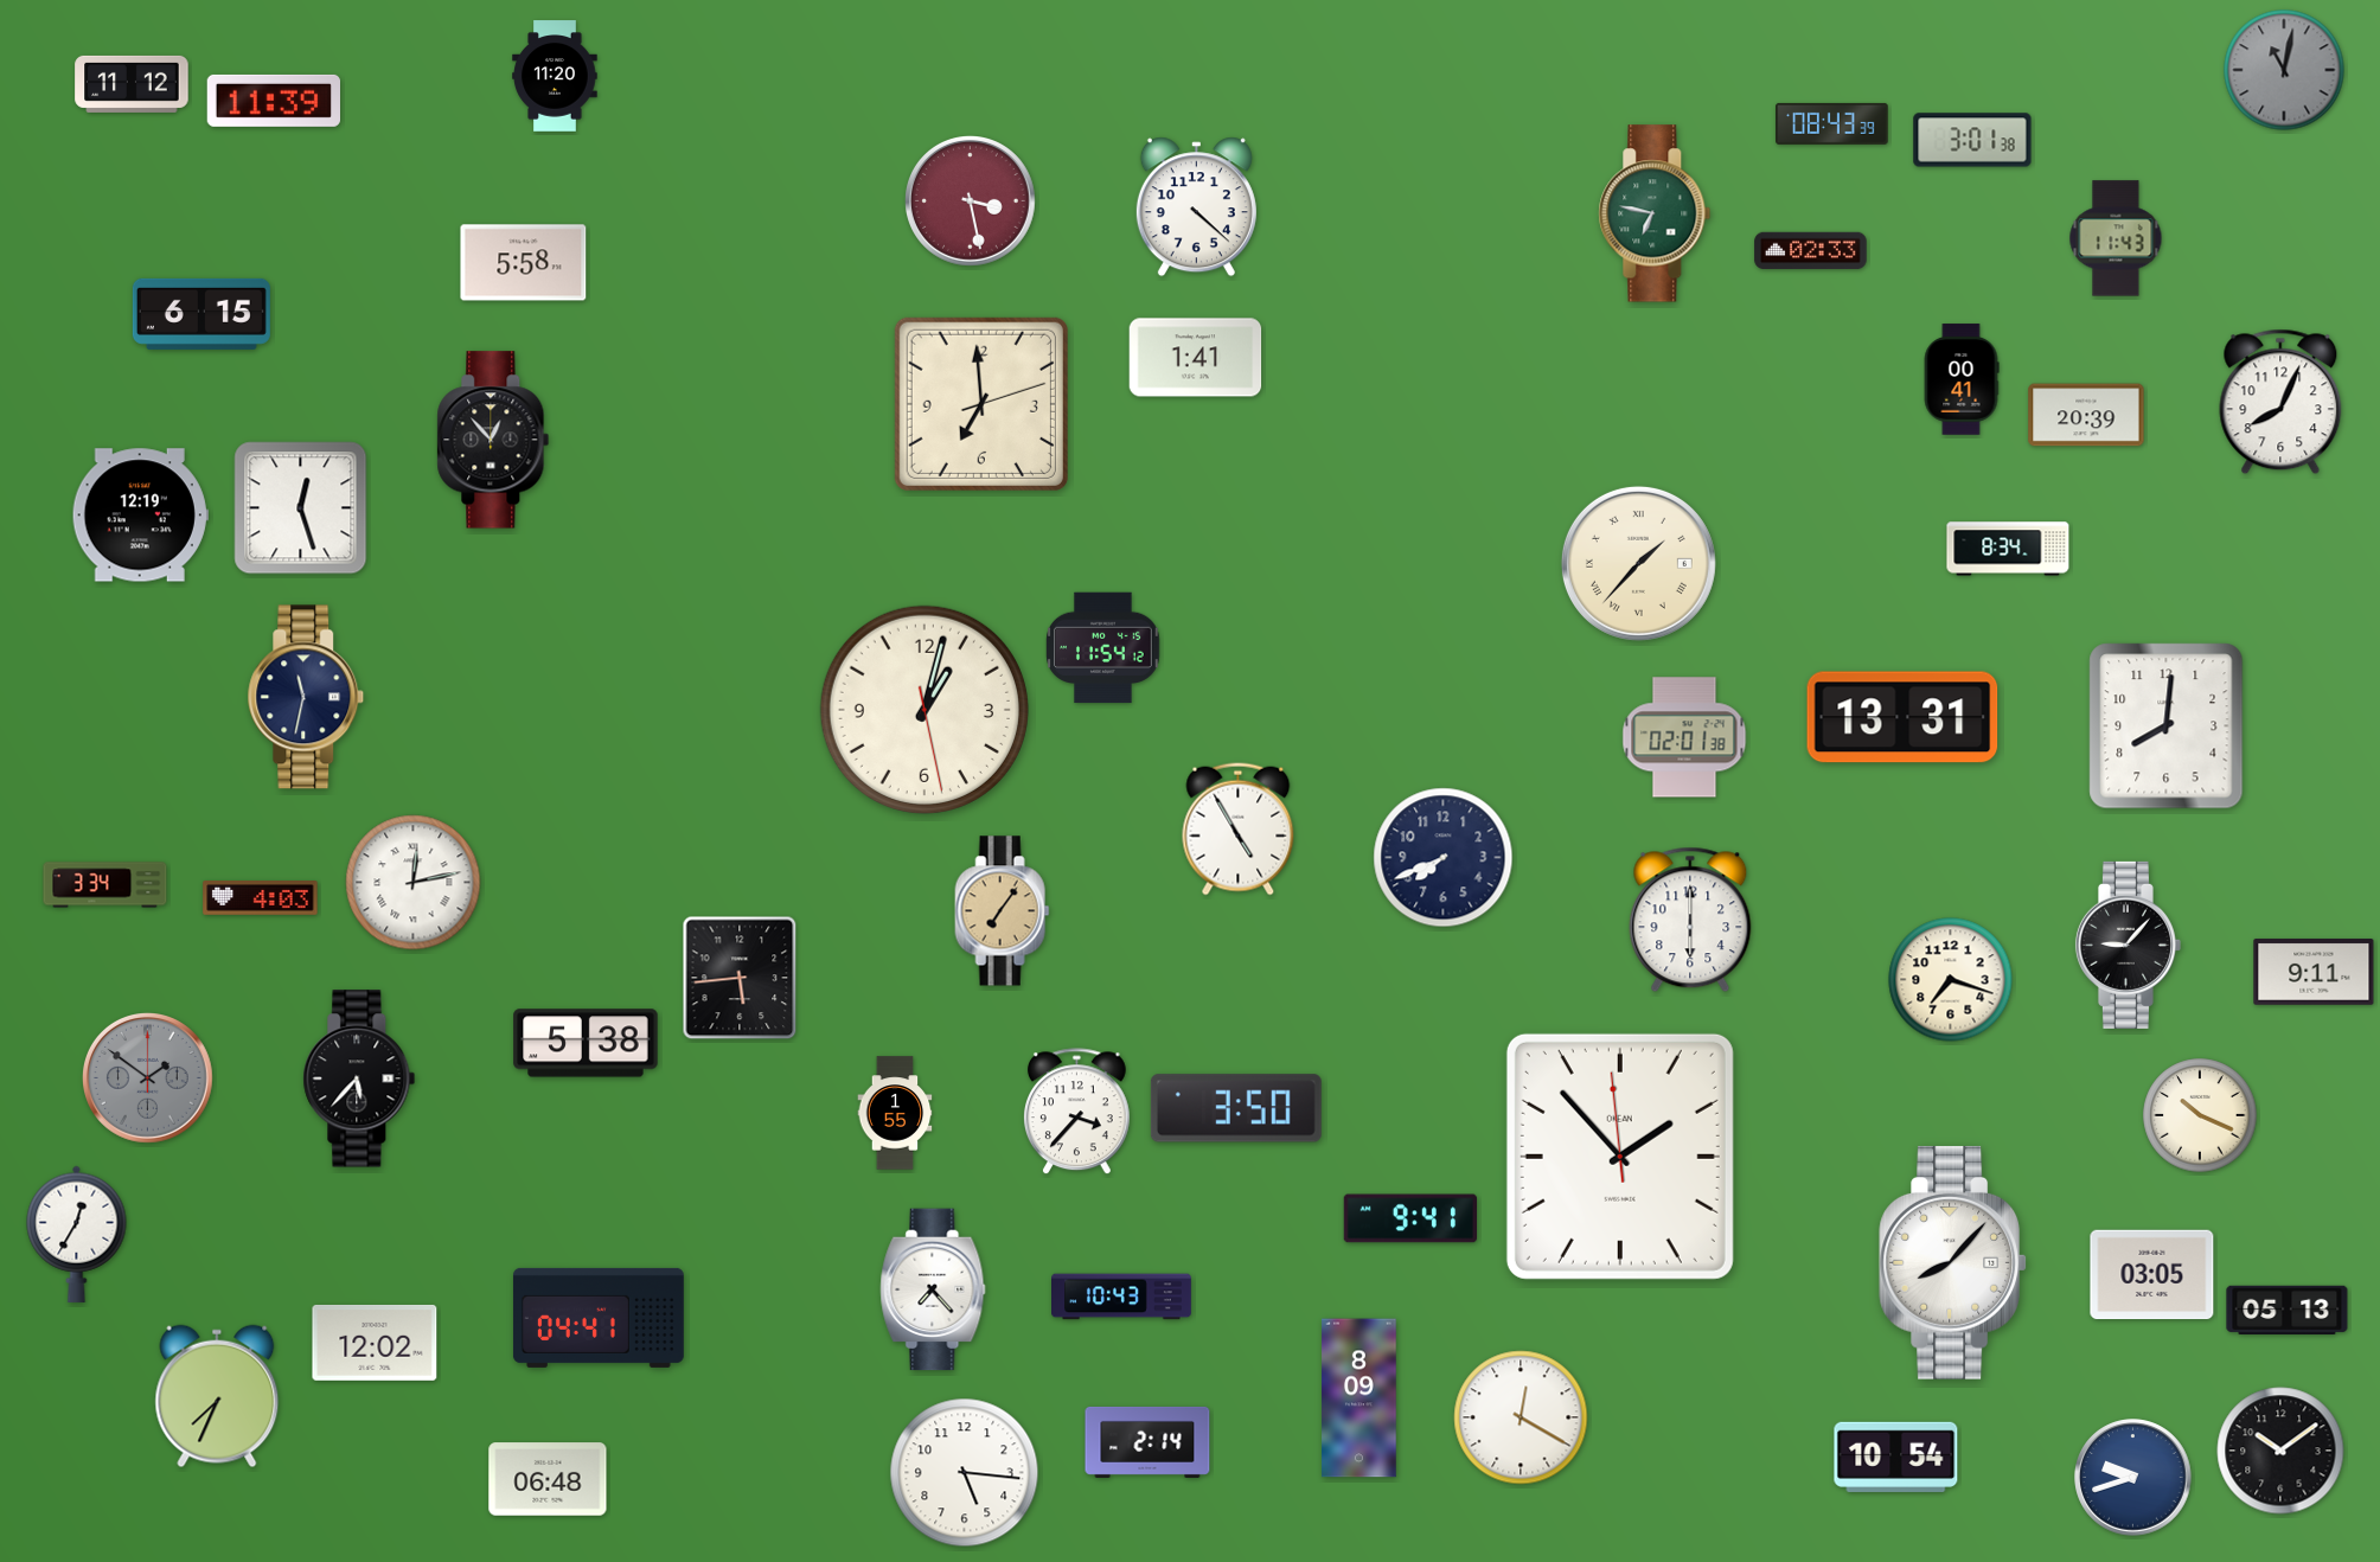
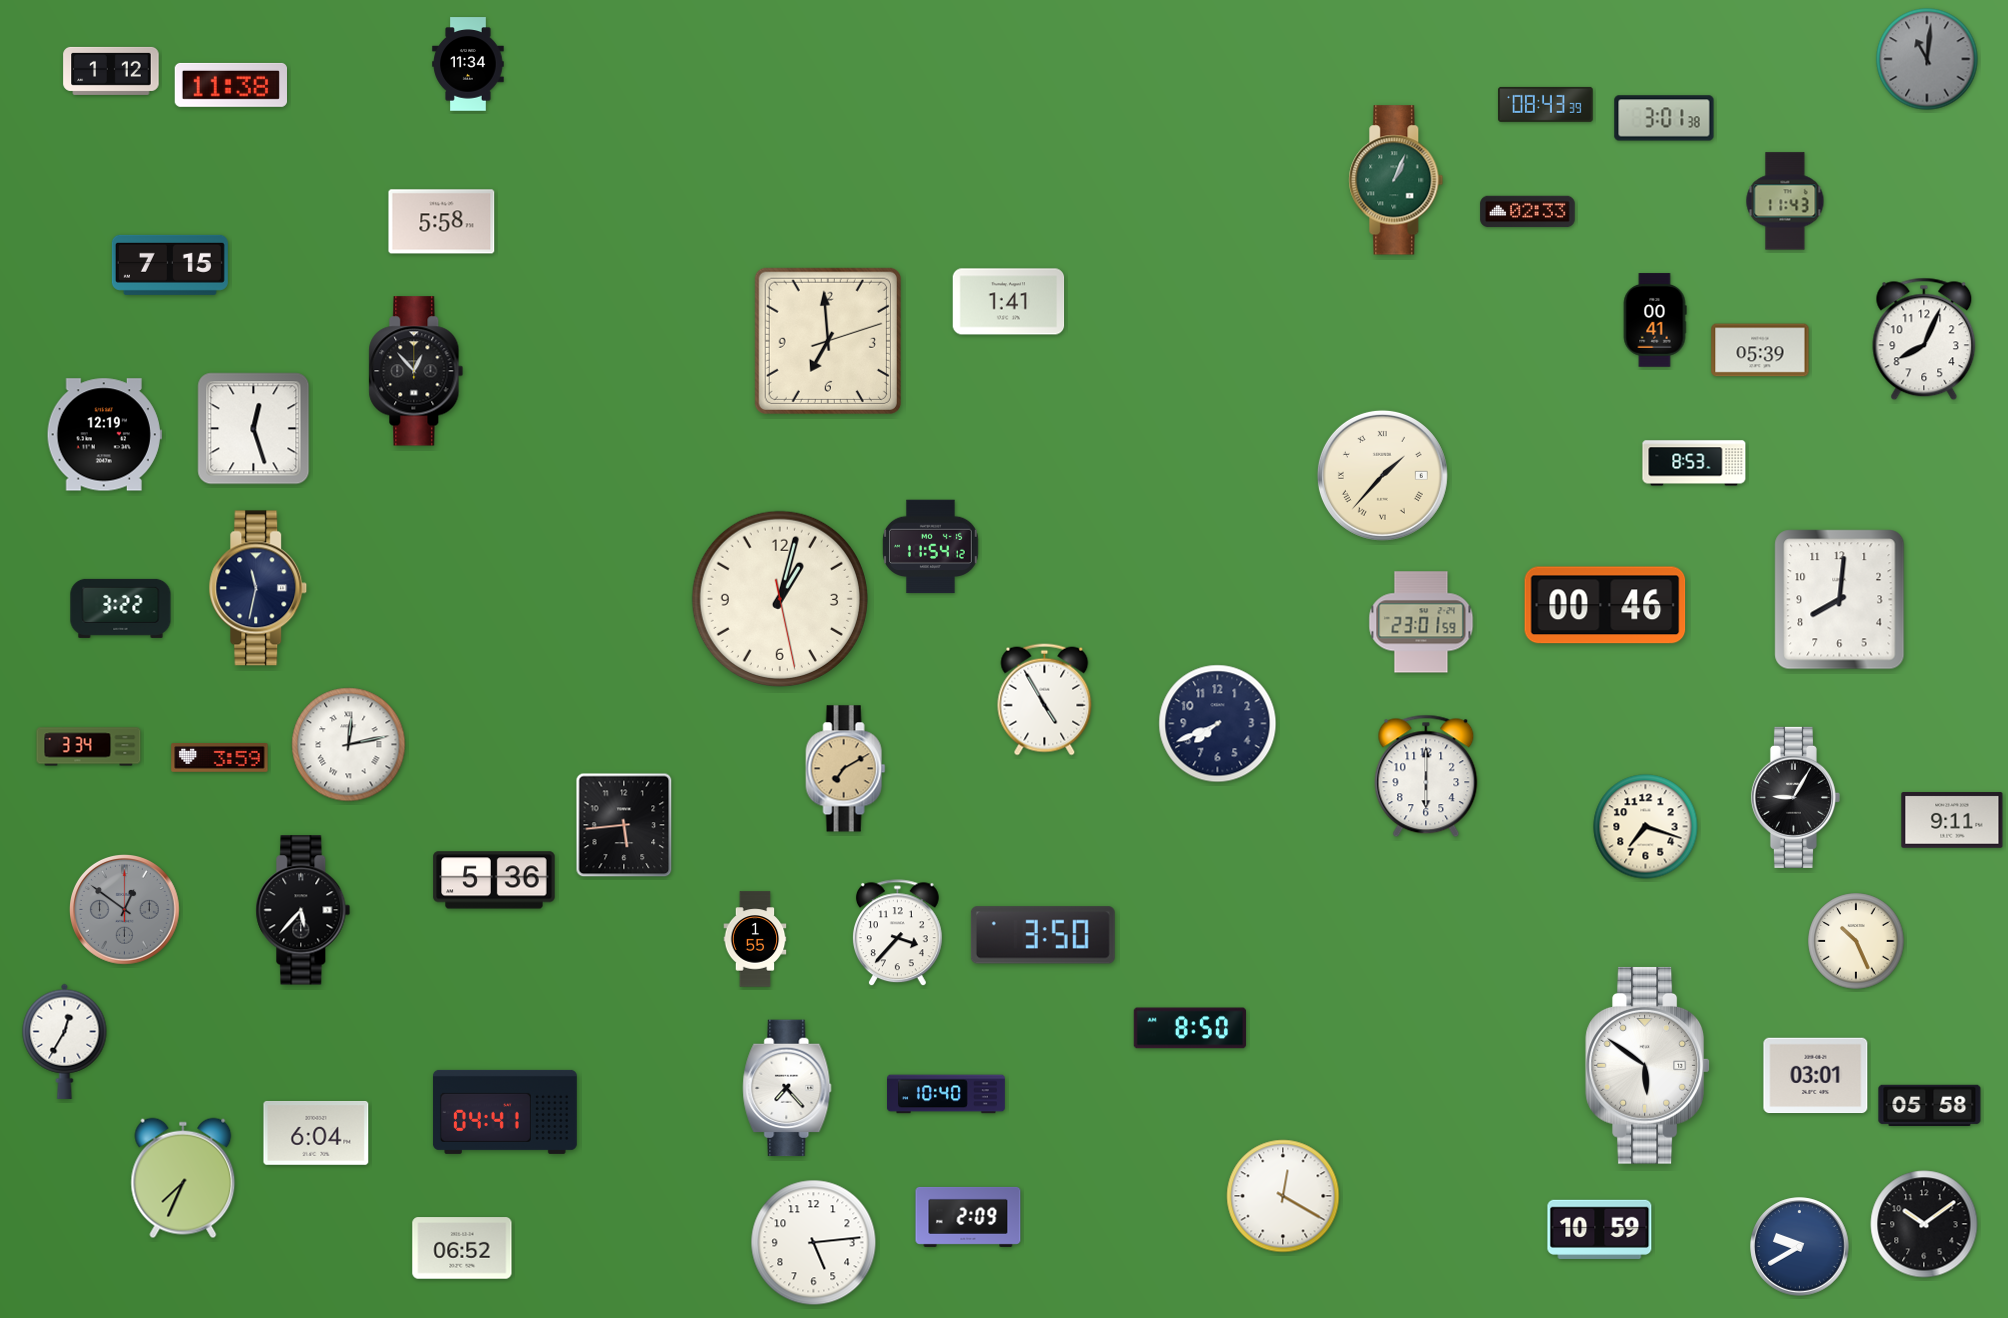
clock at (2284, 70): 11:02 -> 11:01
clock at (555, 76): 11:20 -> 11:34
clock at (132, 84): 11:12 -> 1:12
clock at (273, 101): 11:39 -> 11:38
clock at (971, 201): 3:28 -> none
clock at (1196, 207): 4:22 -> none
clock at (1655, 213): 6:47 -> 1:04
clock at (201, 314): 6:15 -> 7:15
clock at (2086, 415): 20:39 -> 05:39
clock at (140, 516) position: (140, 516) -> (104, 435)
clock at (2008, 549): 8:34 -> 8:53
clock at (1902, 717): 13:31 -> 00:46
clock at (121, 608): none -> 3:22
clock at (2167, 726) position: (2167, 726) -> (1840, 600)
clock at (1684, 737): 02:01 -> 23:01
clock at (261, 898): 4:03 -> 3:59
clock at (1003, 911): 7:06 -> 7:10
clock at (2128, 945): 9:07 -> 9:05
clock at (586, 1043): 5:38 -> 5:36
clock at (148, 1078): 1:51 -> 12:51
clock at (1076, 1112) position: (1076, 1112) -> (897, 933)
clock at (2200, 1115): 10:19 -> 10:26
clock at (1620, 1157): 1:52 -> none
clock at (1410, 1218): 9:41 -> 8:50
clock at (1953, 1262): 8:07 -> 5:51
clock at (2152, 1275): 03:05 -> 03:01
clock at (1122, 1297): 10:43 -> 10:40
clock at (2288, 1310): 05:13 -> 05:58
clock at (375, 1343): 12:02 -> 6:04
clock at (1359, 1398): 8:09 -> none
clock at (1147, 1442): 2:14 -> 2:09
clock at (1896, 1457): 10:54 -> 10:59
clock at (965, 1473): 5:16 -> 5:14
clock at (2133, 1478): 9:42 -> 9:40
clock at (548, 1479): 06:48 -> 06:52
